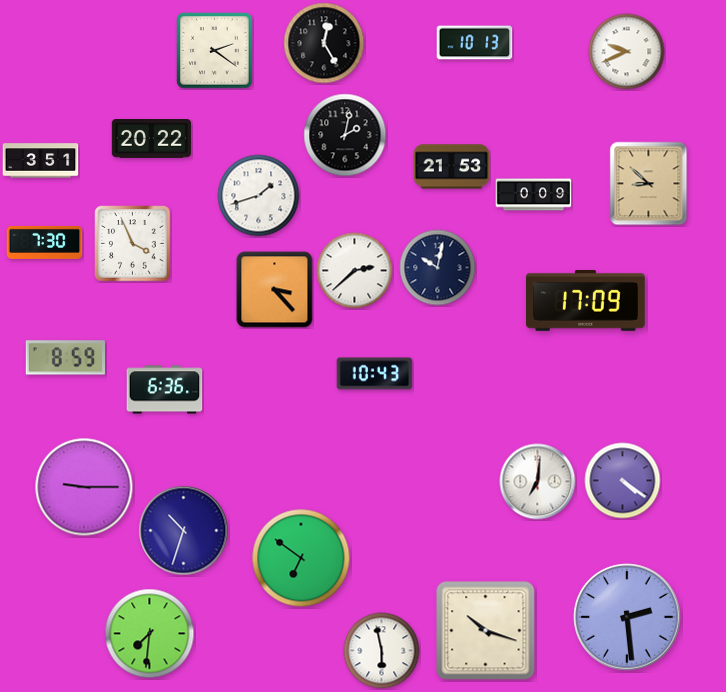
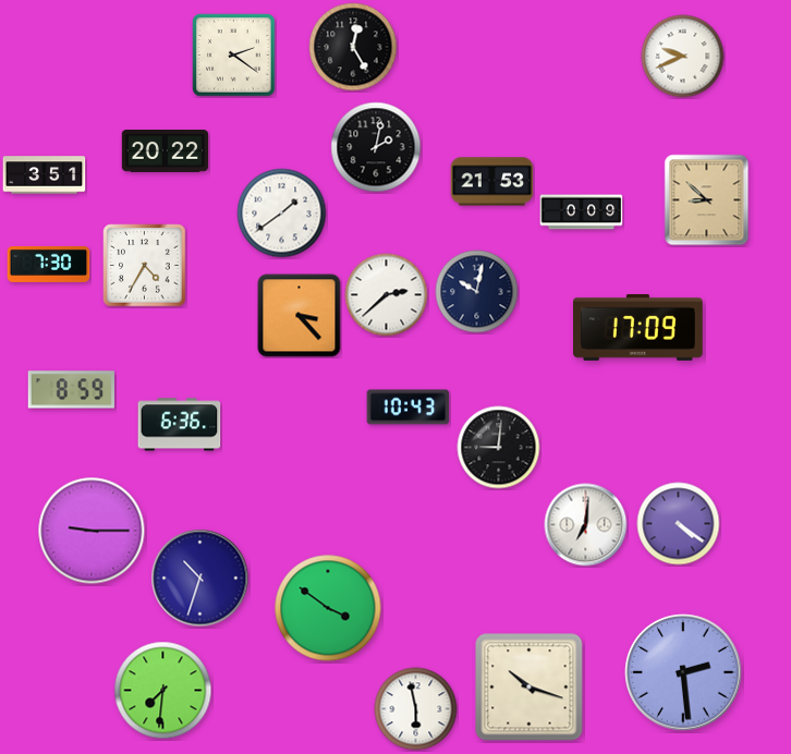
clock at (475, 43): 10:13 -> none
clock at (259, 196): 1:42 -> 1:39
clock at (133, 244): 3:56 -> 4:35
clock at (499, 448): none -> 9:01
clock at (301, 558): 6:51 -> 3:51
